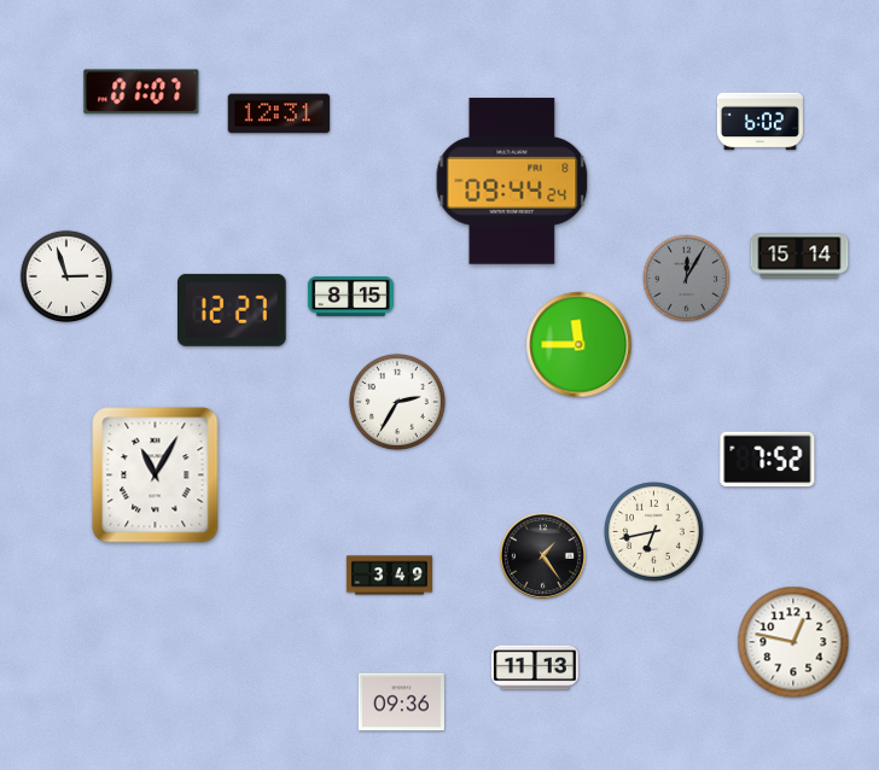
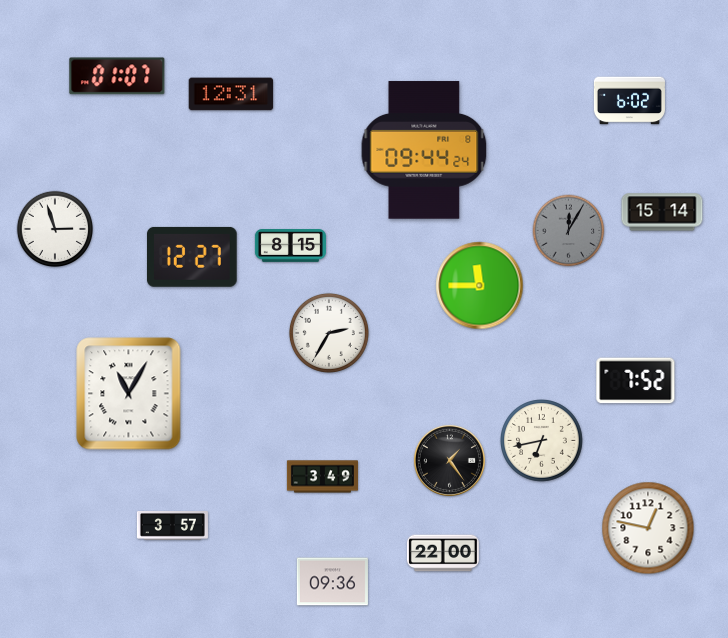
clock at (172, 526): none -> 3:57
clock at (793, 642) position: (793, 642) -> (648, 528)
clock at (535, 667): 11:13 -> 22:00
